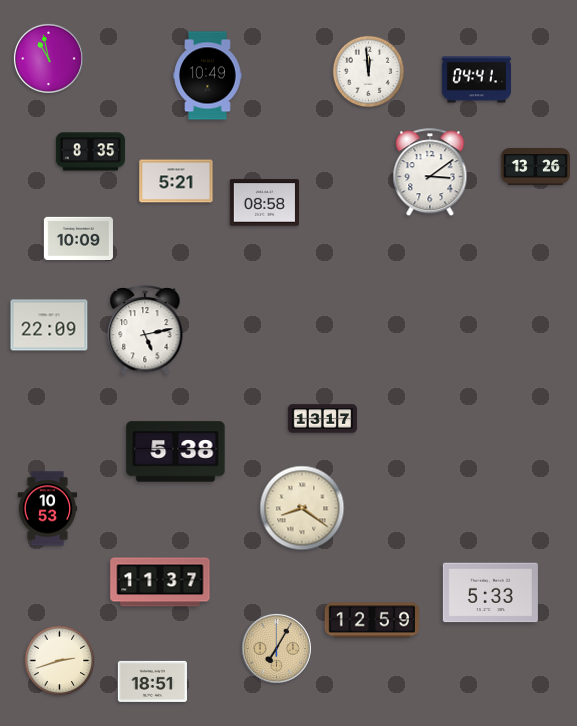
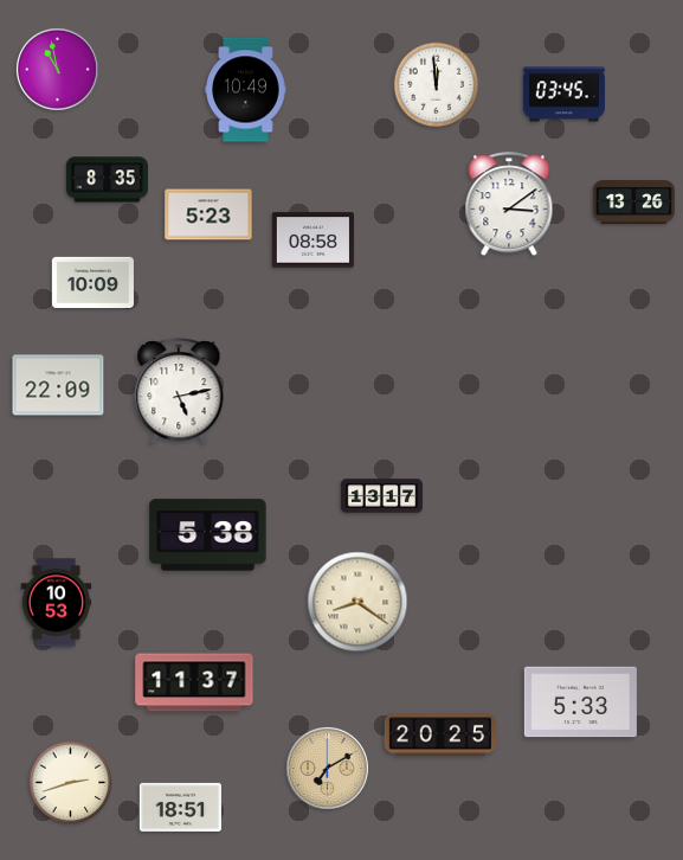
clock at (476, 80): 04:41 -> 03:45
clock at (535, 167) position: (535, 167) -> (633, 203)
clock at (176, 181): 5:21 -> 5:23
clock at (145, 331) position: (145, 331) -> (179, 392)
clock at (160, 582) position: (160, 582) -> (194, 682)
clock at (371, 620): 12:59 -> 20:25
clock at (276, 648): 7:05 -> 7:10
